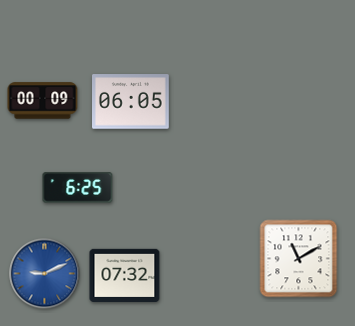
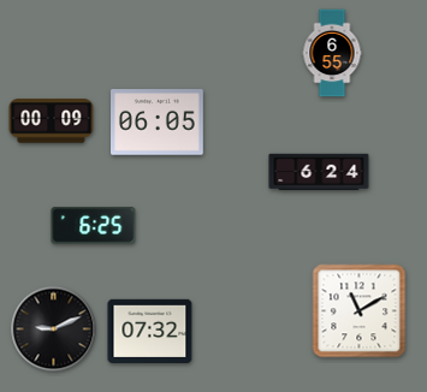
clock at (332, 53): none -> 6:55
clock at (319, 172): none -> 6:24
clock at (45, 274) dial: blue -> black
